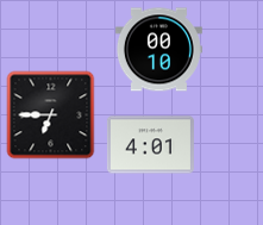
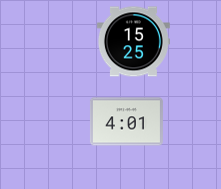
clock at (158, 50): 00:10 -> 15:25
clock at (51, 115): 6:45 -> none
